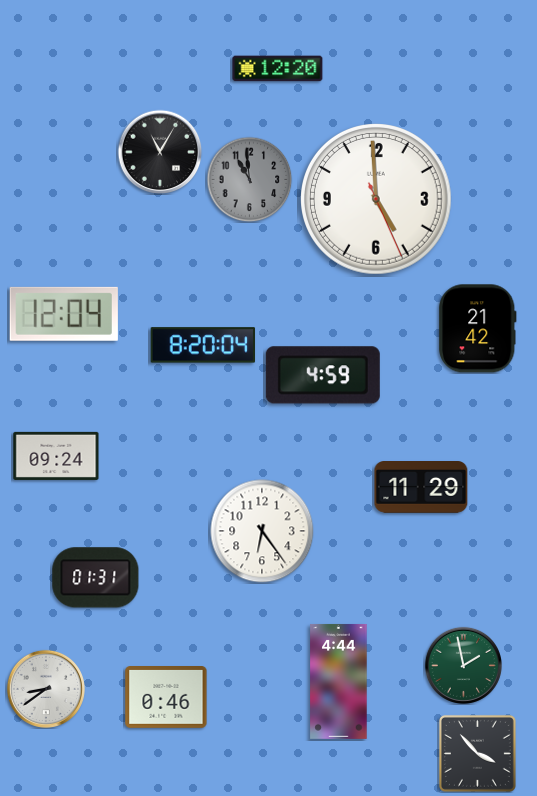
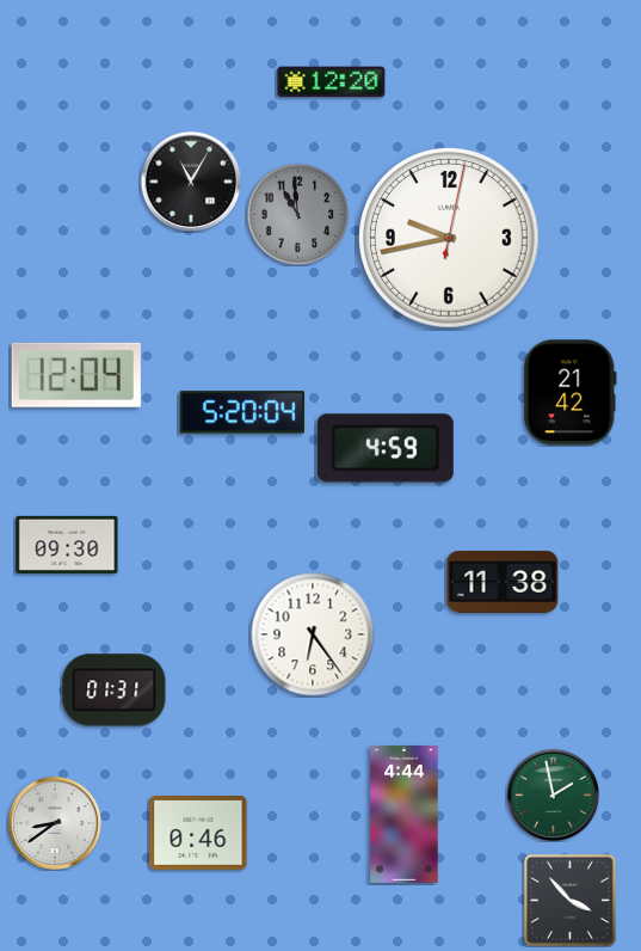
clock at (377, 200): 4:59 -> 9:43
clock at (203, 345): 8:20 -> 5:20
clock at (56, 456): 09:24 -> 09:30
clock at (421, 488): 11:29 -> 11:38
